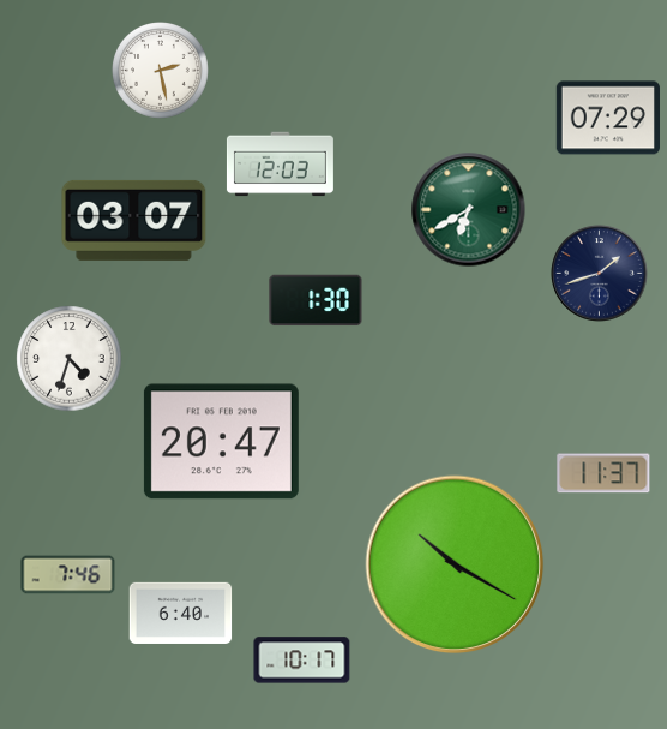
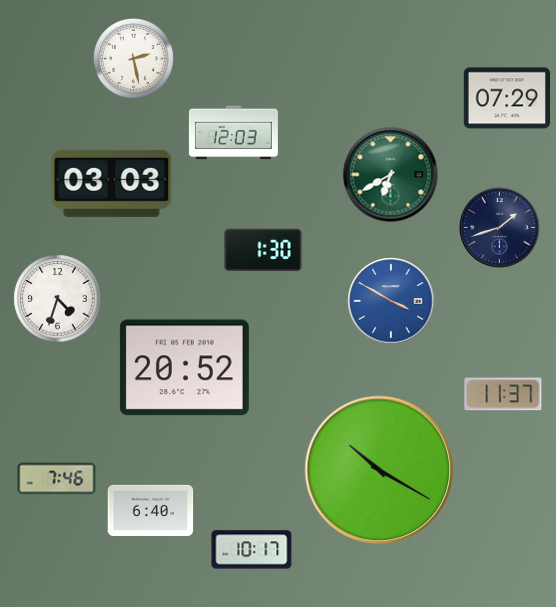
clock at (280, 165) position: (280, 165) -> (233, 133)
clock at (134, 220): 03:07 -> 03:03
clock at (391, 301): none -> 3:50
clock at (221, 442): 20:47 -> 20:52
